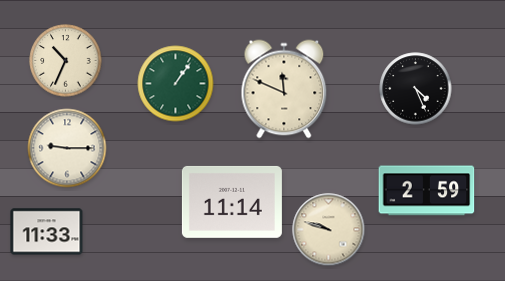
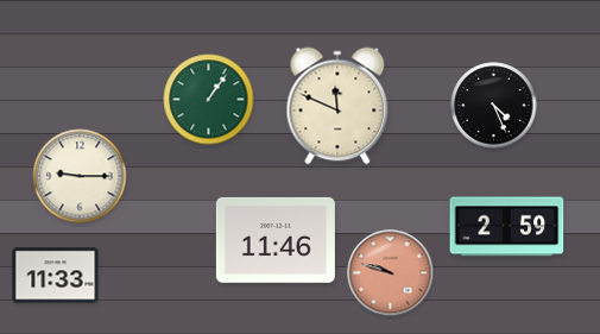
clock at (66, 61): 10:34 -> none
clock at (232, 202): 11:14 -> 11:46
clock at (329, 230) dial: cream -> salmon
